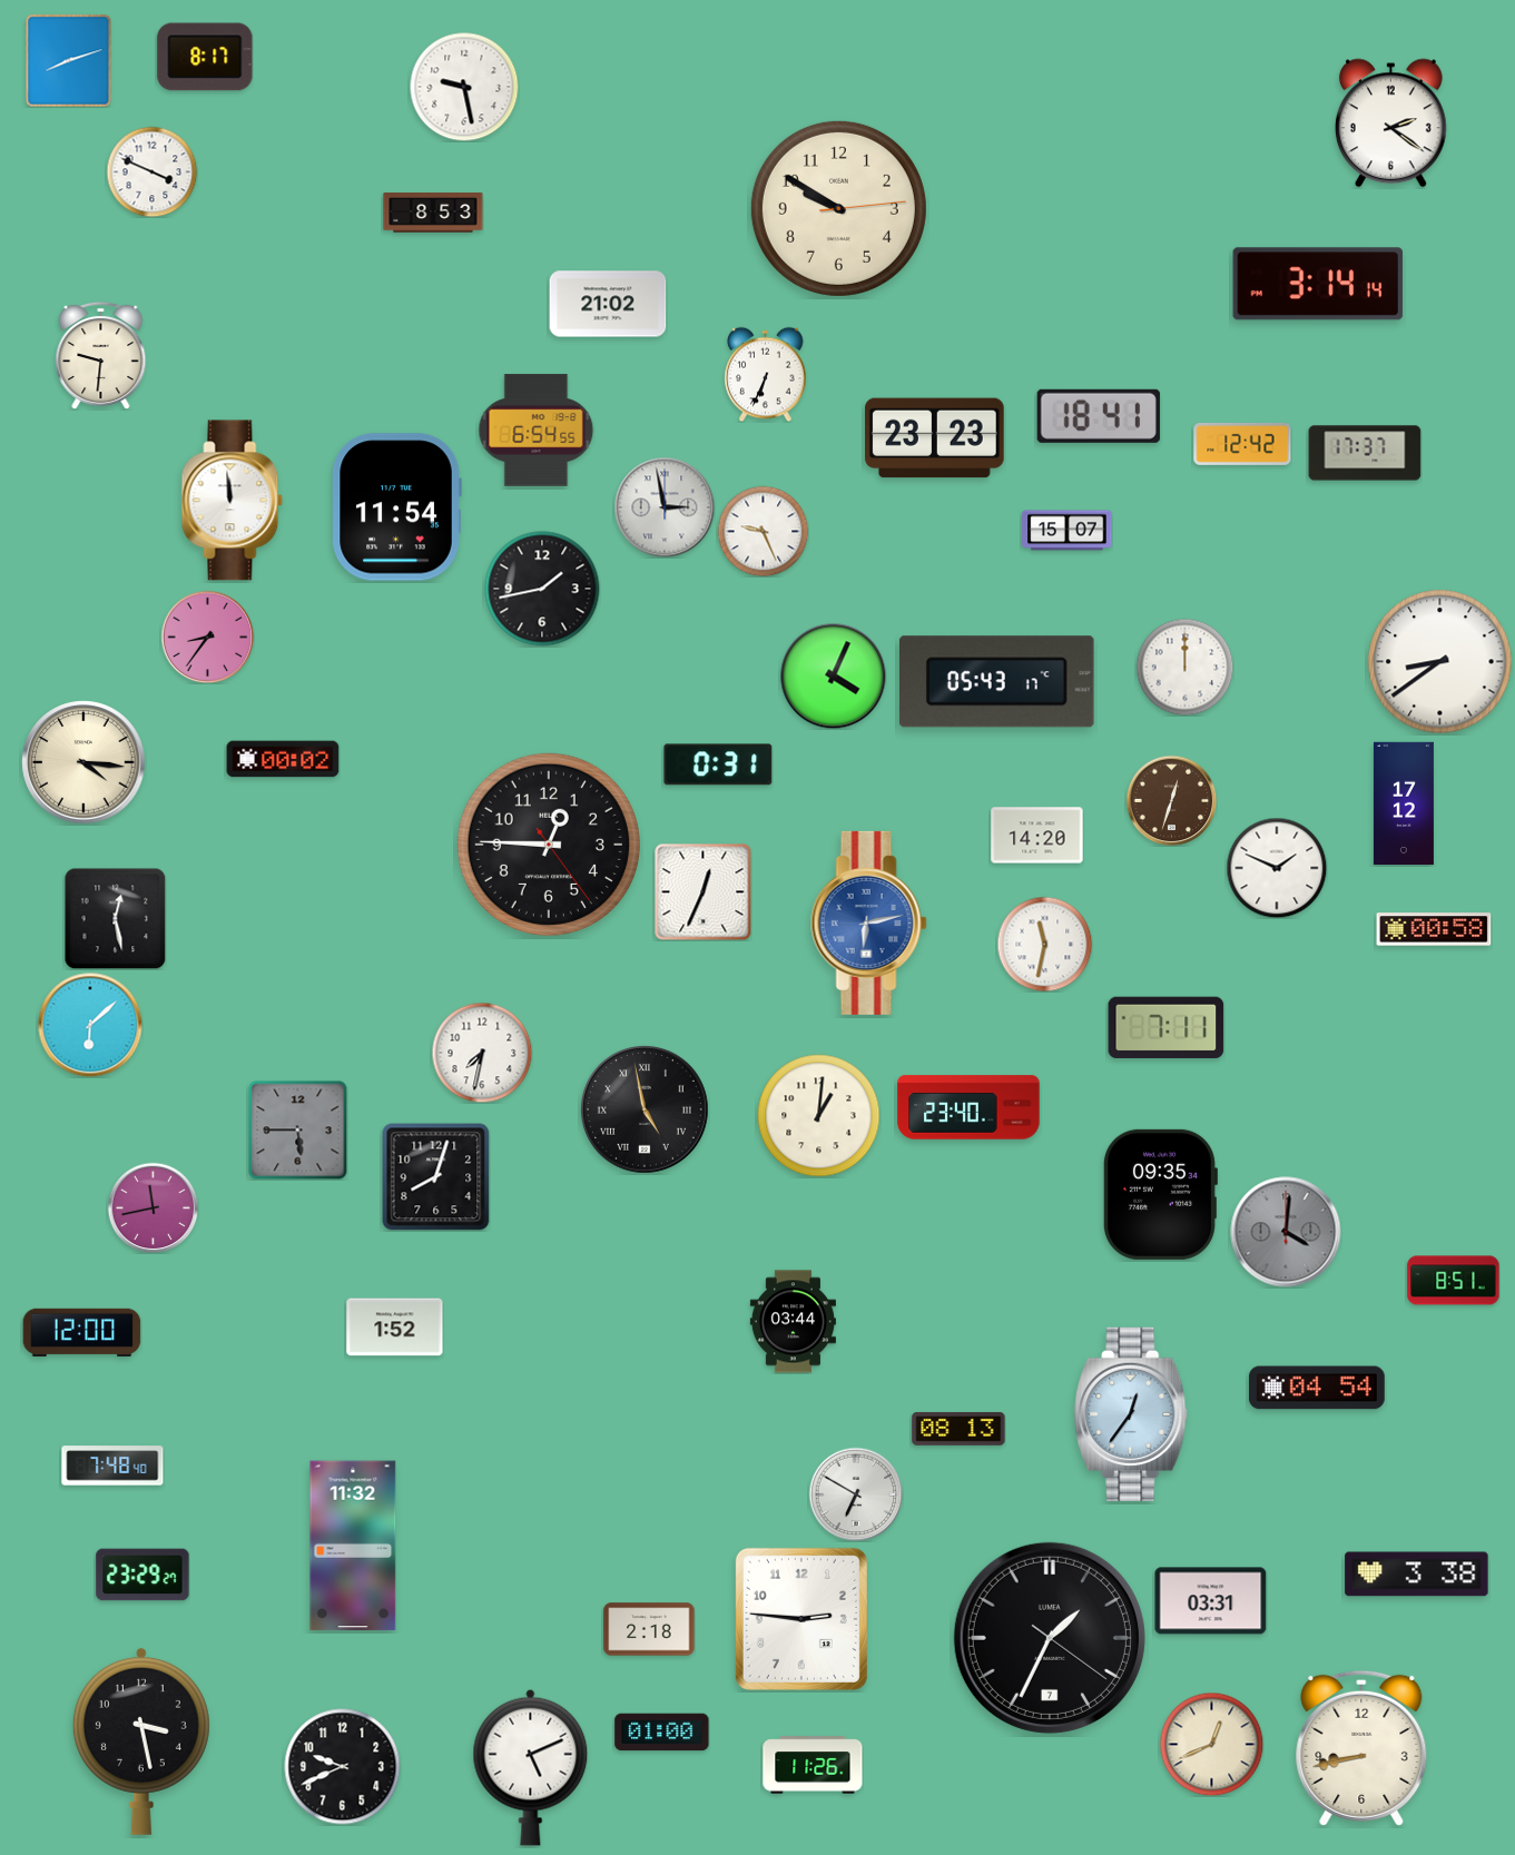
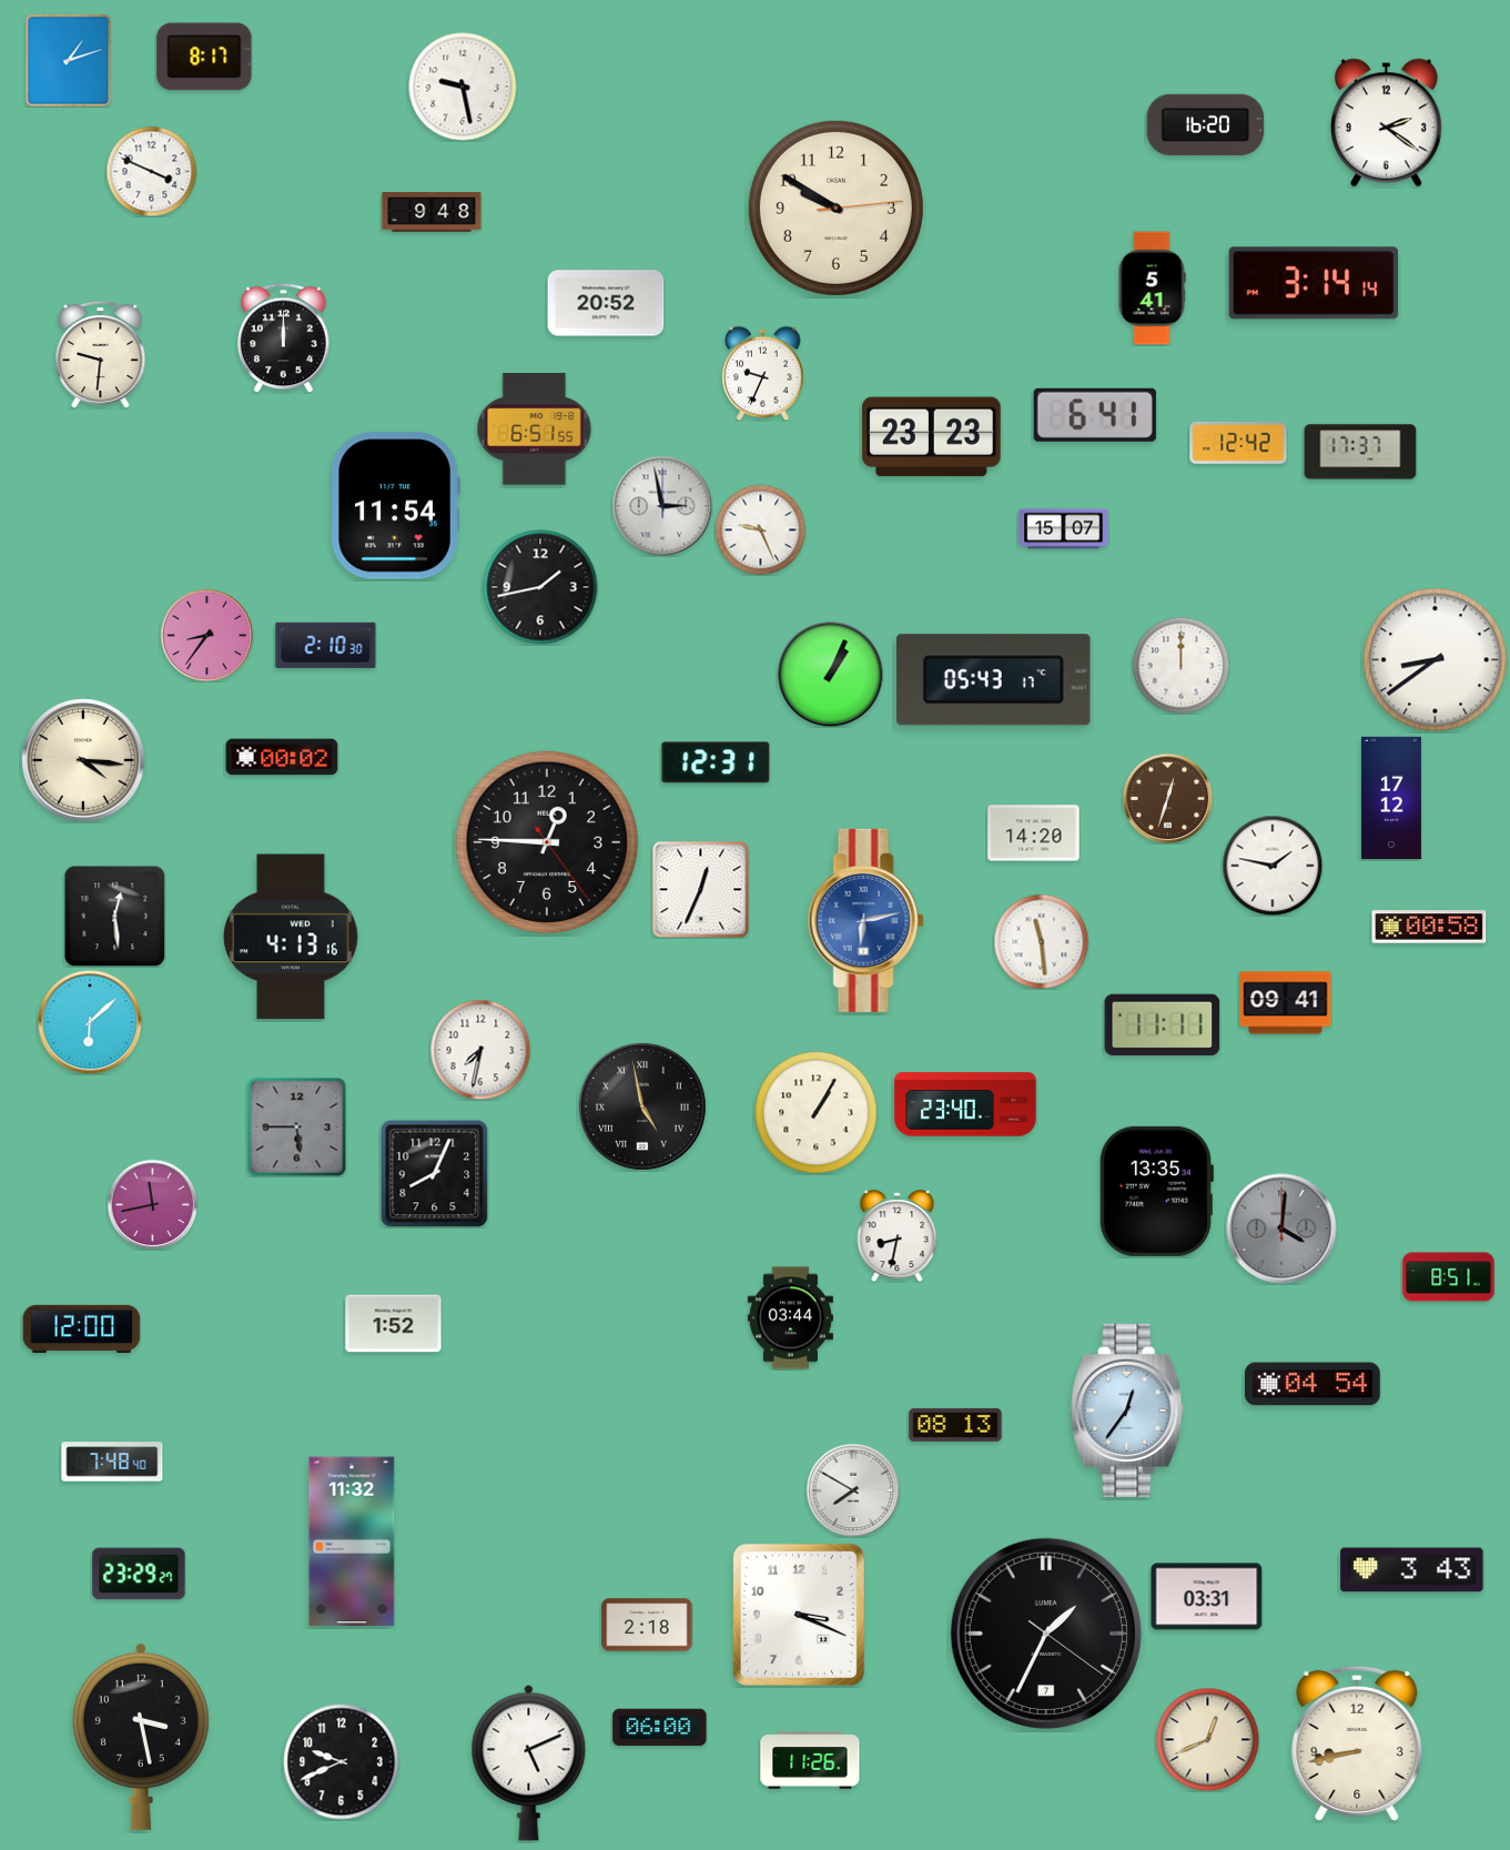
clock at (69, 60): 8:12 -> 1:12
clock at (1206, 124): none -> 16:20
clock at (433, 213): 8:53 -> 9:48
clock at (1152, 289): none -> 5:41
clock at (608, 304): 21:02 -> 20:52
clock at (284, 337): none -> 12:00
clock at (766, 374): 6:34 -> 9:34
clock at (1099, 416): 18:41 -> 6:41
clock at (537, 431): 6:54 -> 6:51
clock at (233, 501): 11:59 -> none
clock at (326, 645): none -> 2:10
clock at (833, 675): 4:04 -> 1:04
clock at (718, 764): 0:31 -> 12:31
clock at (1404, 803) position: (1404, 803) -> (1391, 798)
clock at (1277, 868): 1:49 -> 1:47
clock at (115, 918): 12:28 -> 12:29
clock at (292, 937): none -> 4:13
clock at (1044, 944): 11:32 -> 11:29
clock at (1286, 1003): none -> 09:41
clock at (1167, 1027): 7:11 -> 11:11
clock at (819, 1116): 1:01 -> 1:05
clock at (436, 1177): 8:03 -> 8:04
clock at (1160, 1194): 09:35 -> 13:35
clock at (898, 1236): none -> 8:32
clock at (856, 1494): 6:50 -> 7:50
clock at (142, 1575) position: (142, 1575) -> (139, 1574)
clock at (1417, 1575): 3:38 -> 3:43
clock at (801, 1619): 2:46 -> 3:19
clock at (662, 1733): 01:00 -> 06:00
